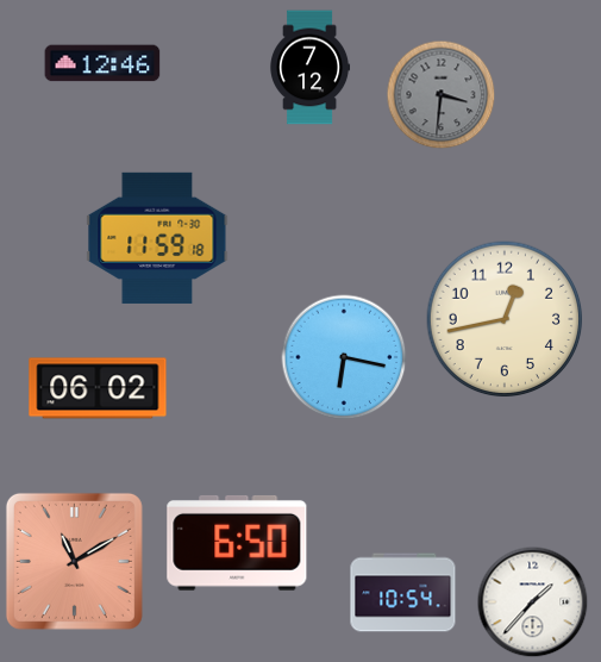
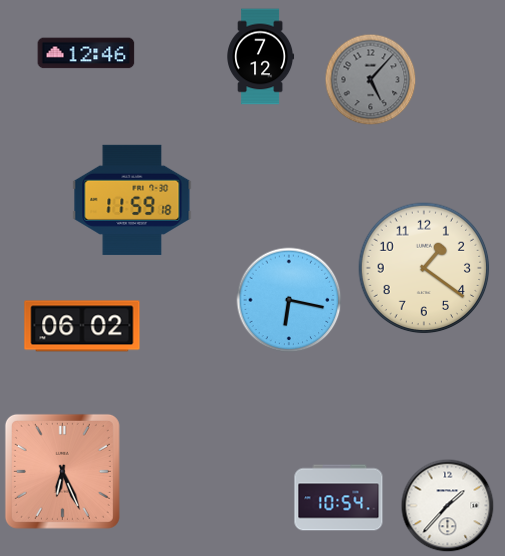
clock at (442, 95): 3:31 -> 5:07
clock at (505, 319): 12:43 -> 1:21
clock at (237, 543): 6:50 -> none
clock at (74, 561): 11:10 -> 6:26
